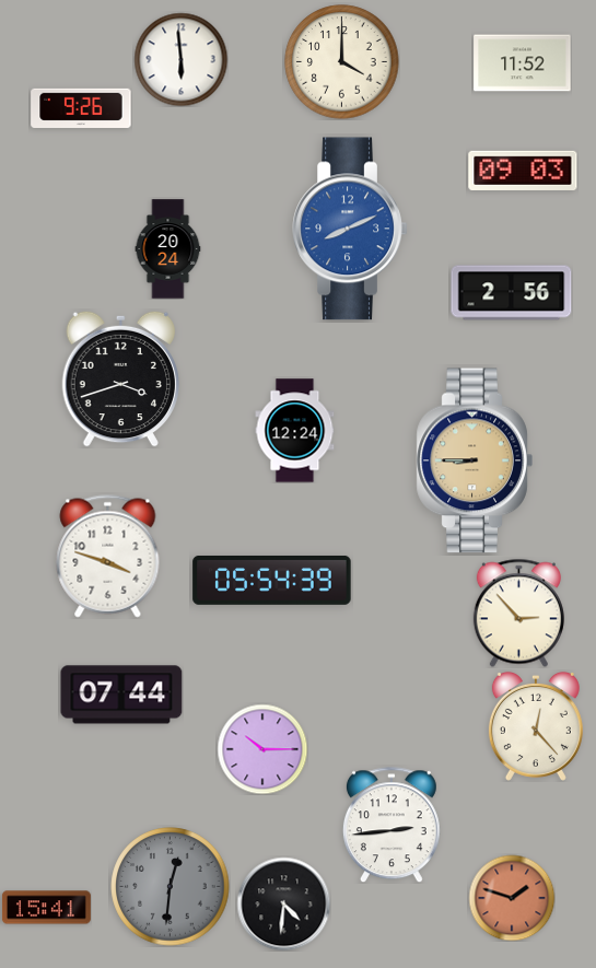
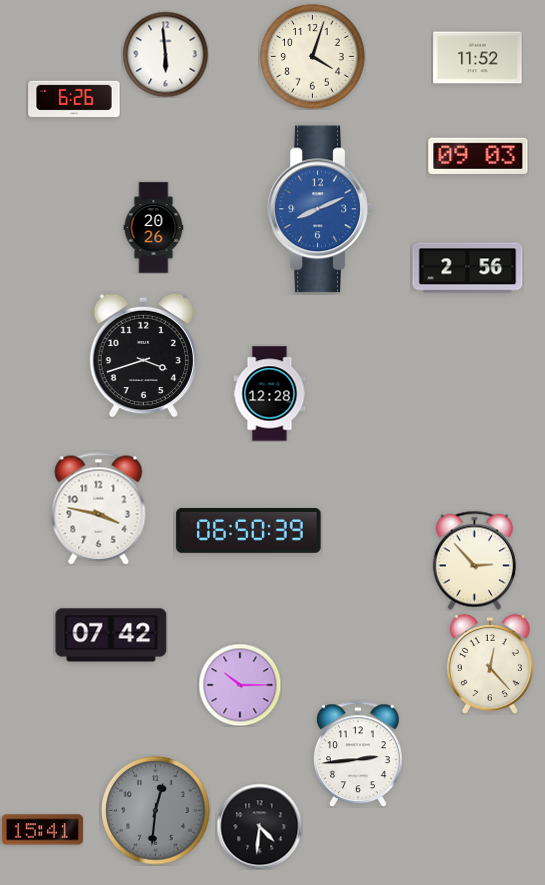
clock at (342, 62): 4:00 -> 4:03
clock at (81, 108): 9:26 -> 6:26
clock at (168, 249): 20:24 -> 20:26
clock at (120, 378) position: (120, 378) -> (143, 355)
clock at (295, 431): 12:24 -> 12:28
clock at (475, 460): 8:45 -> none
clock at (108, 557): 3:48 -> 3:47
clock at (272, 580): 05:54 -> 06:50
clock at (121, 695): 07:44 -> 07:42
clock at (512, 898): 1:48 -> none
